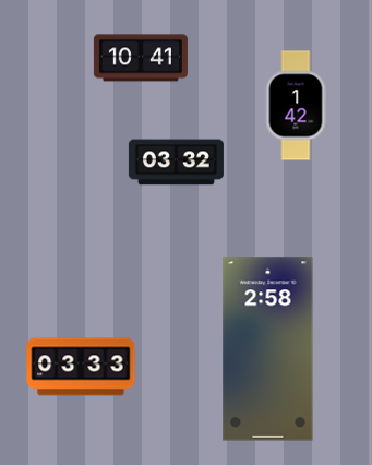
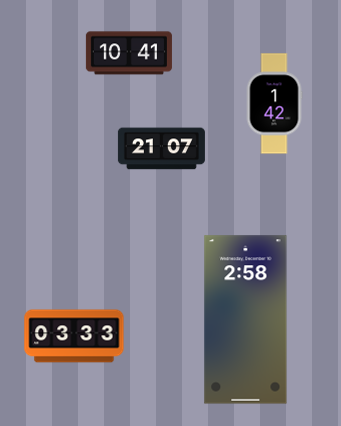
clock at (296, 106) position: (296, 106) -> (274, 104)
clock at (176, 163): 03:32 -> 21:07
